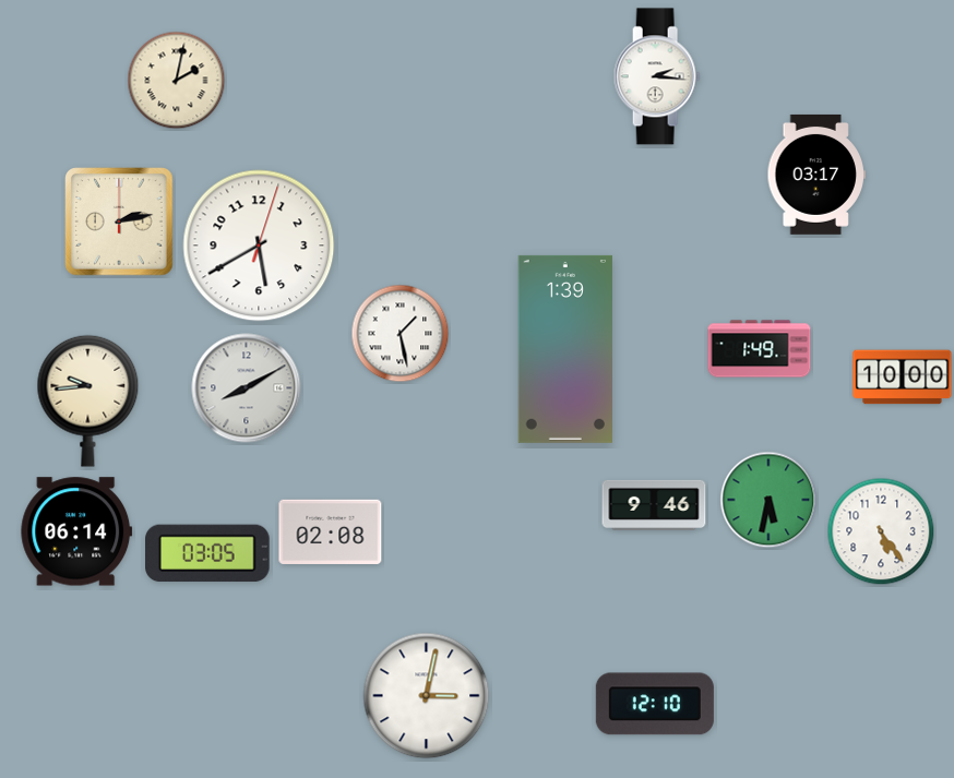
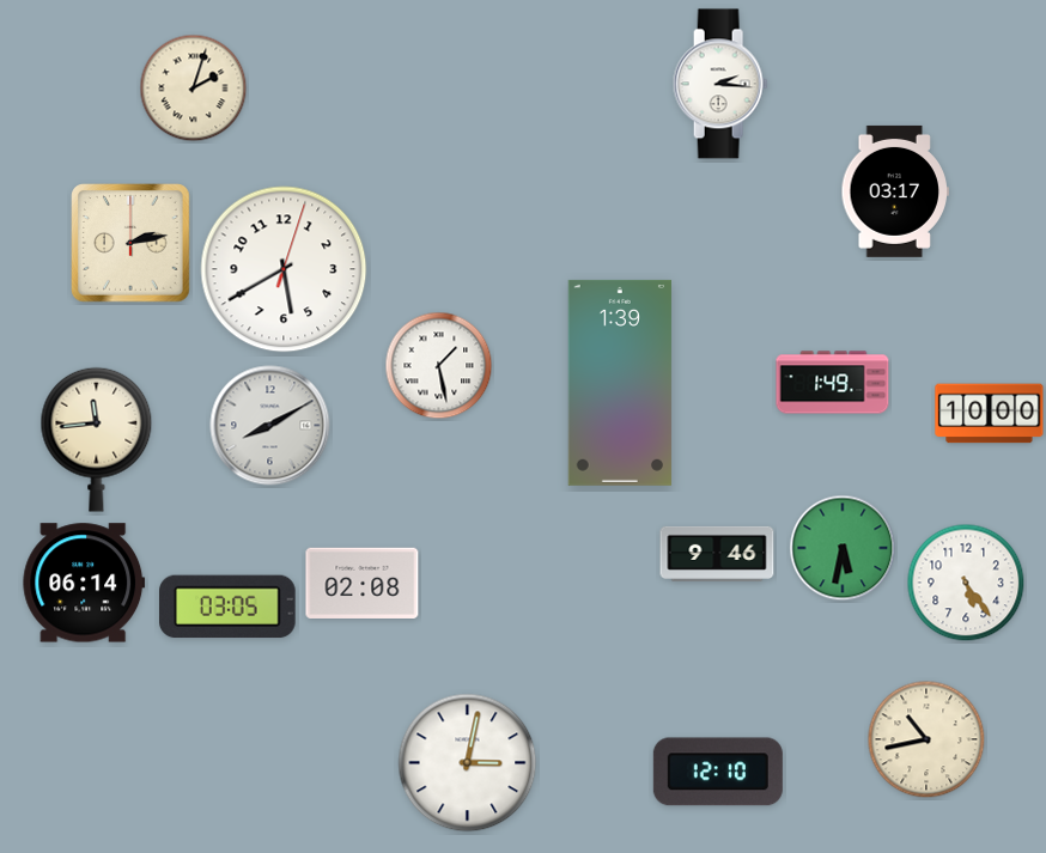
clock at (177, 81): 2:02 -> 2:03
clock at (88, 400): 9:44 -> 11:44
clock at (926, 739): none -> 10:43
